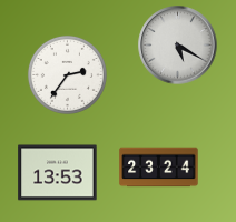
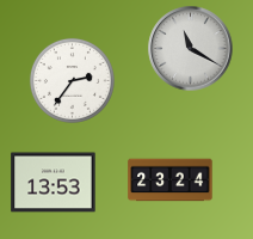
clock at (178, 46): 5:20 -> 11:20
clock at (58, 173) position: (58, 173) -> (54, 183)
